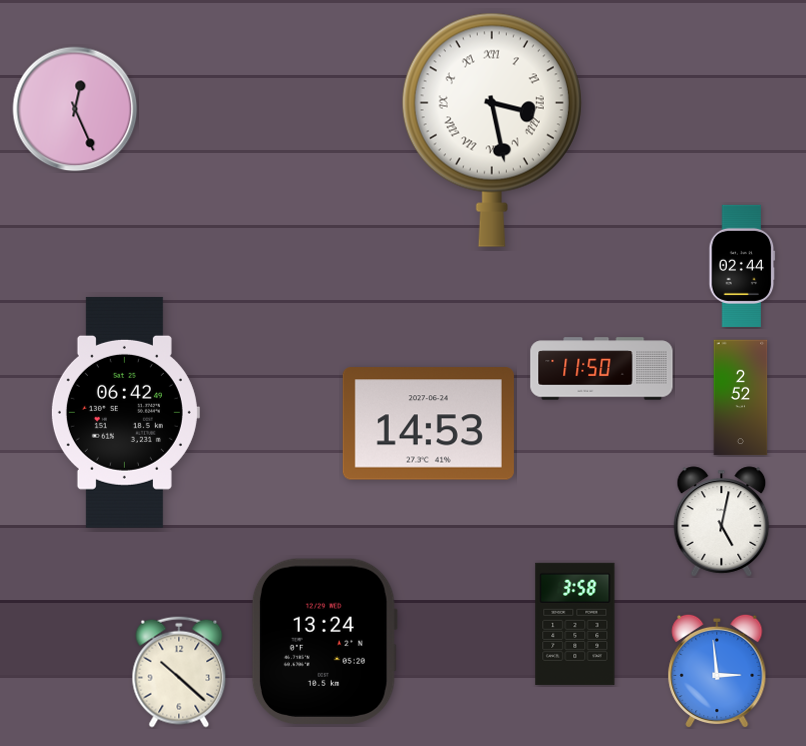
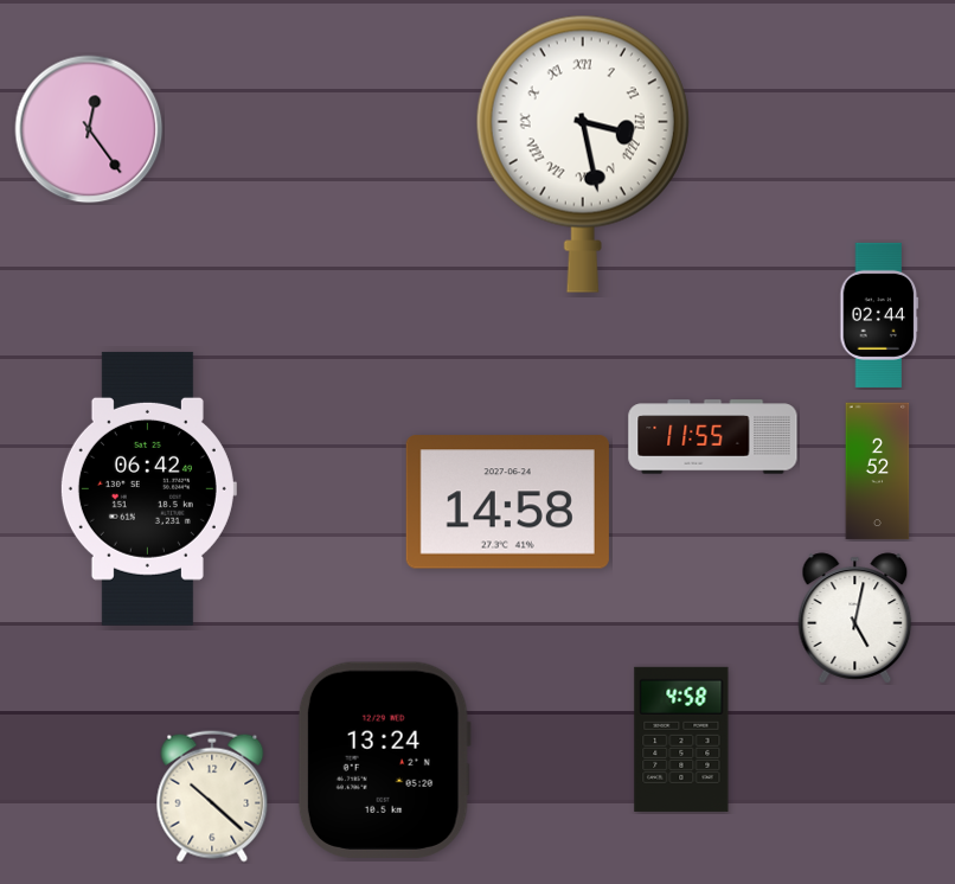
clock at (75, 109): 12:26 -> 12:24
clock at (602, 369): 11:50 -> 11:55
clock at (428, 424): 14:53 -> 14:58
clock at (575, 624): 3:58 -> 4:58
clock at (717, 671): 2:59 -> none
